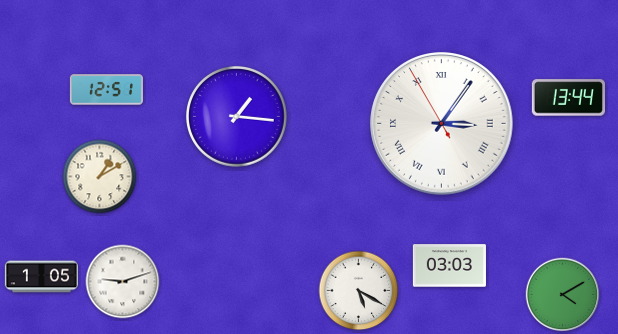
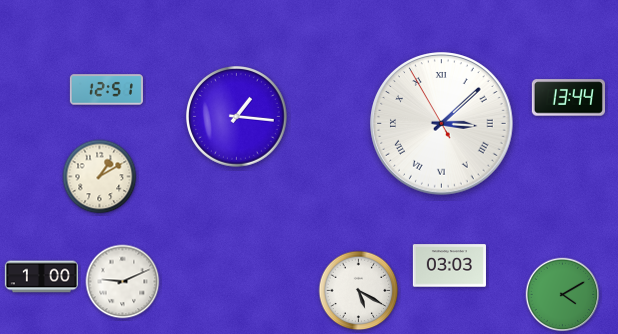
clock at (442, 124): 3:05 -> 3:07
clock at (41, 277): 1:05 -> 1:00
clock at (123, 282): 9:12 -> 9:11
